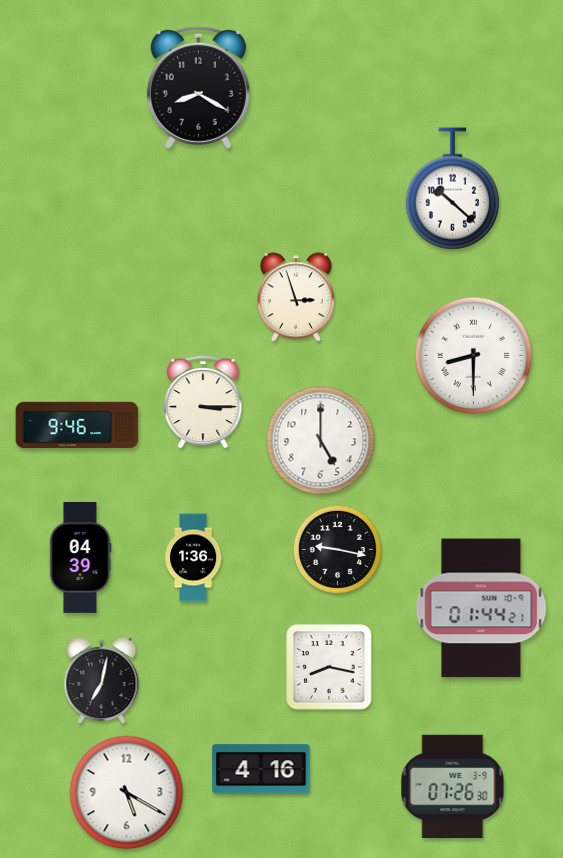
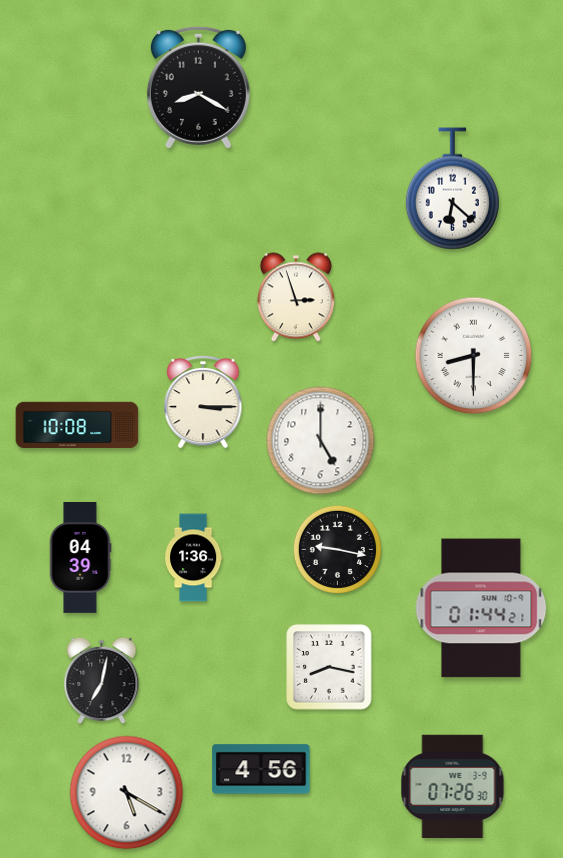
clock at (452, 189): 10:22 -> 6:22
clock at (77, 425): 9:46 -> 10:08
clock at (261, 769): 4:16 -> 4:56
